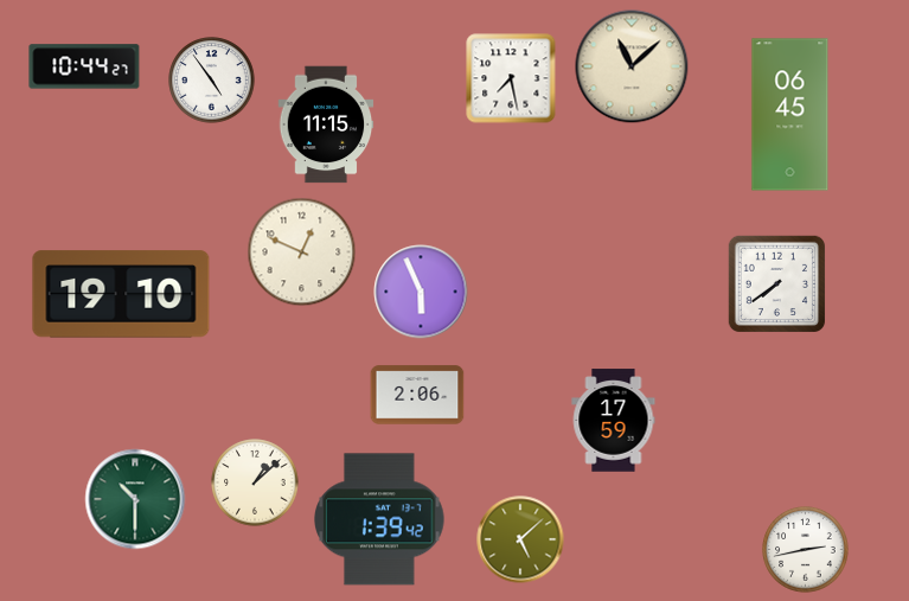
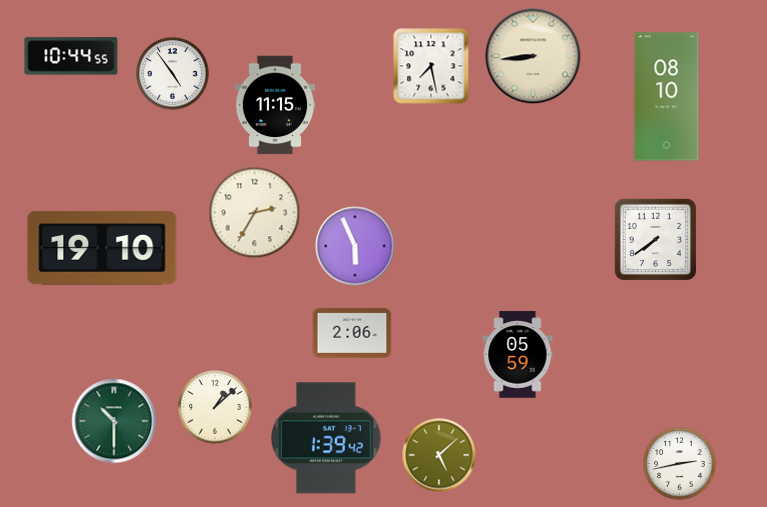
clock at (84, 66): 10:44:27 -> 10:44:55
clock at (632, 66): 11:08 -> 8:44
clock at (212, 81) position: (212, 81) -> (173, 74)
clock at (790, 115): 06:45 -> 08:10
clock at (302, 252): 12:49 -> 2:35
clock at (614, 421): 17:59 -> 05:59
clock at (380, 519) position: (380, 519) -> (327, 438)
